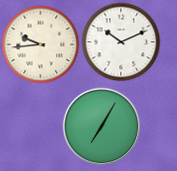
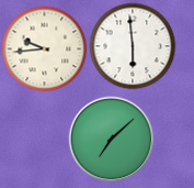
clock at (121, 42): 10:11 -> 5:59
clock at (101, 126): 7:05 -> 7:08
